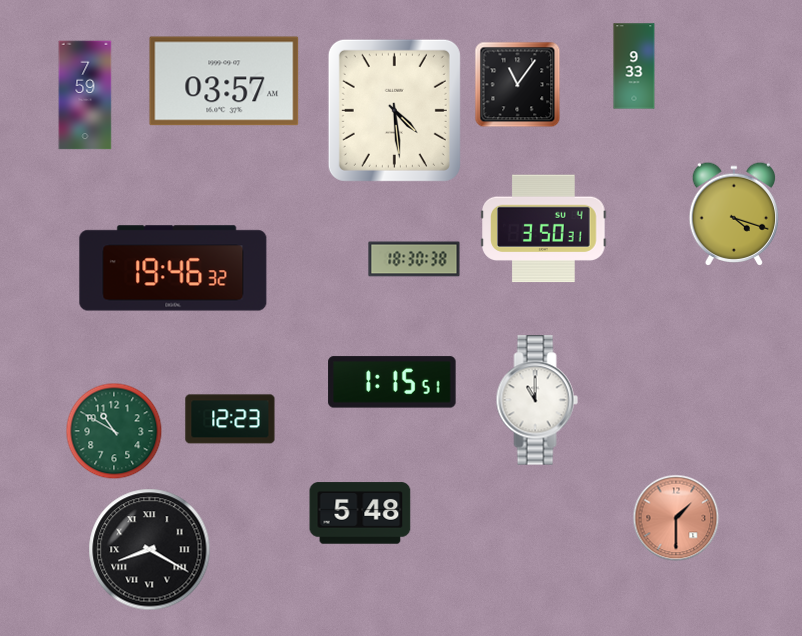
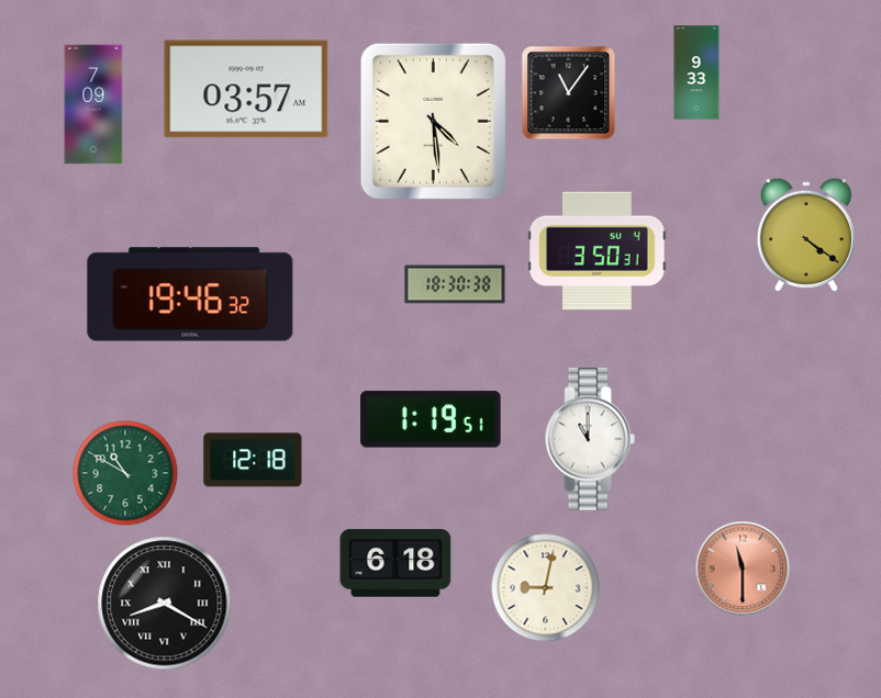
clock at (85, 95): 7:59 -> 7:09
clock at (733, 214): 4:18 -> 4:21
clock at (392, 382): 1:15 -> 1:19
clock at (230, 419): 12:23 -> 12:18
clock at (360, 513): 5:48 -> 6:18
clock at (676, 518): 1:30 -> 11:30
clock at (546, 588): none -> 9:02
